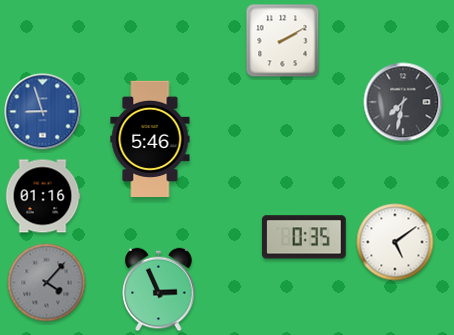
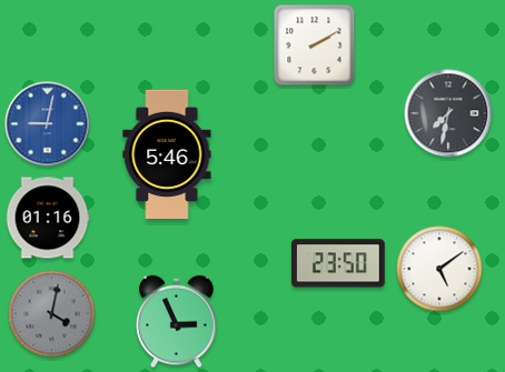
clock at (43, 112): 8:57 -> 9:02
clock at (304, 237): 0:35 -> 23:50
clock at (47, 283): 4:07 -> 4:02
